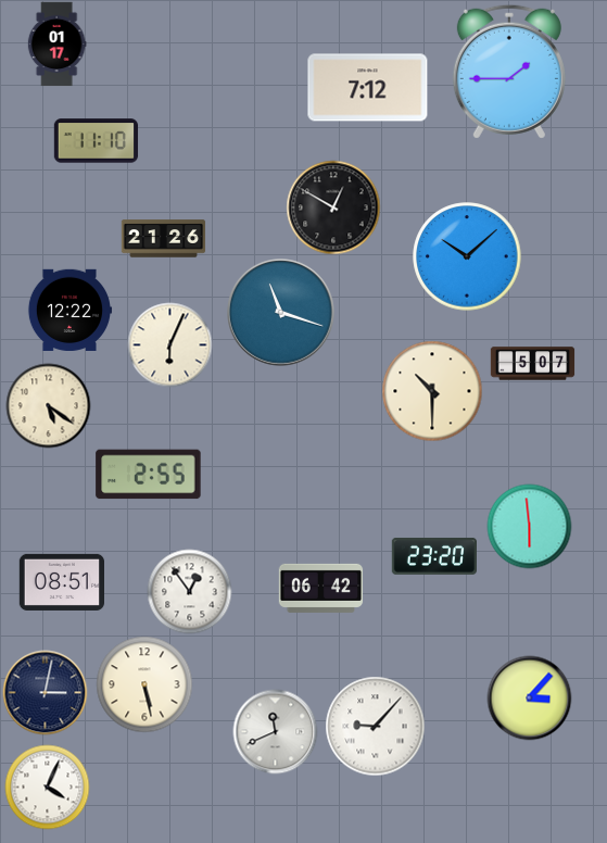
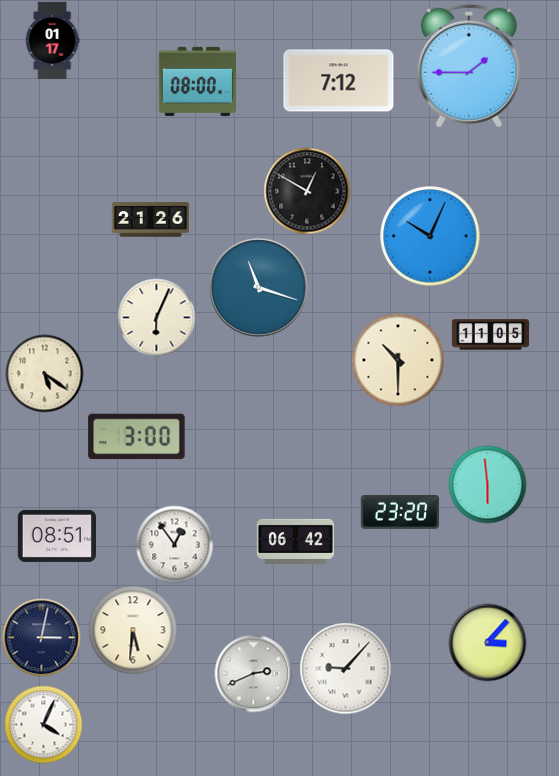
clock at (197, 81): none -> 08:00
clock at (96, 141): 11:10 -> none
clock at (467, 256): 10:08 -> 10:04
clock at (69, 310): 12:22 -> none
clock at (532, 364): 5:07 -> 11:05
clock at (149, 475): 2:55 -> 3:00
clock at (144, 684): 5:28 -> 5:31
clock at (275, 731): 11:41 -> 2:41
